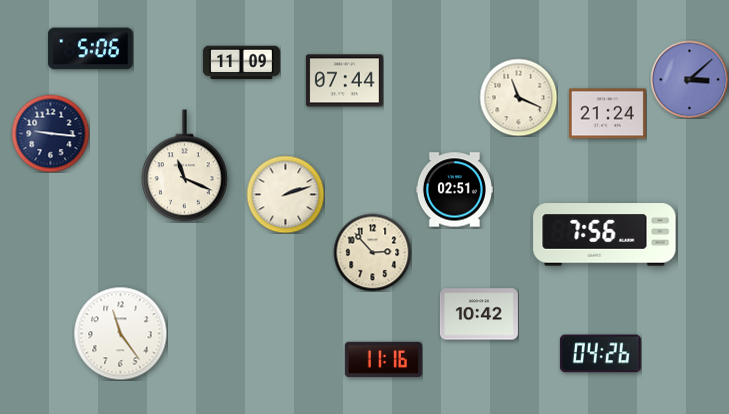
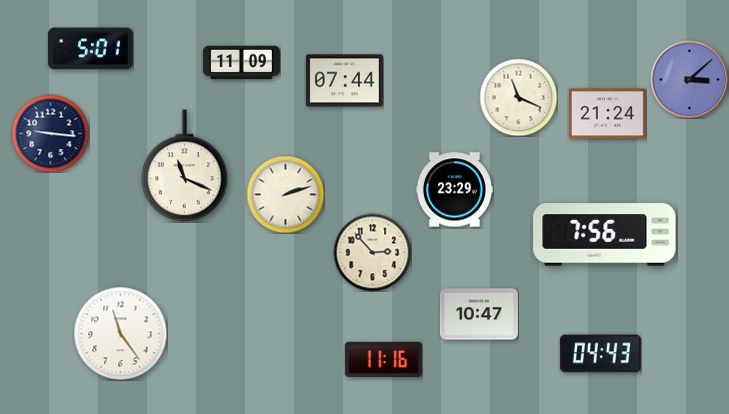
clock at (91, 49): 5:06 -> 5:01
clock at (454, 190): 02:51 -> 23:29
clock at (479, 314): 10:42 -> 10:47
clock at (600, 354): 04:26 -> 04:43
